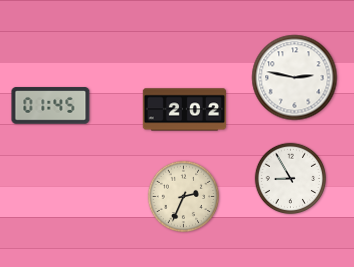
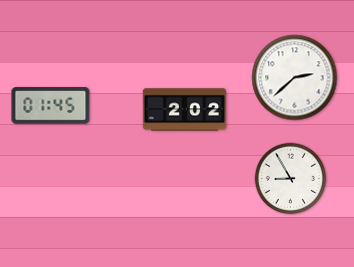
clock at (295, 78): 2:47 -> 2:38
clock at (184, 197): 2:34 -> none
